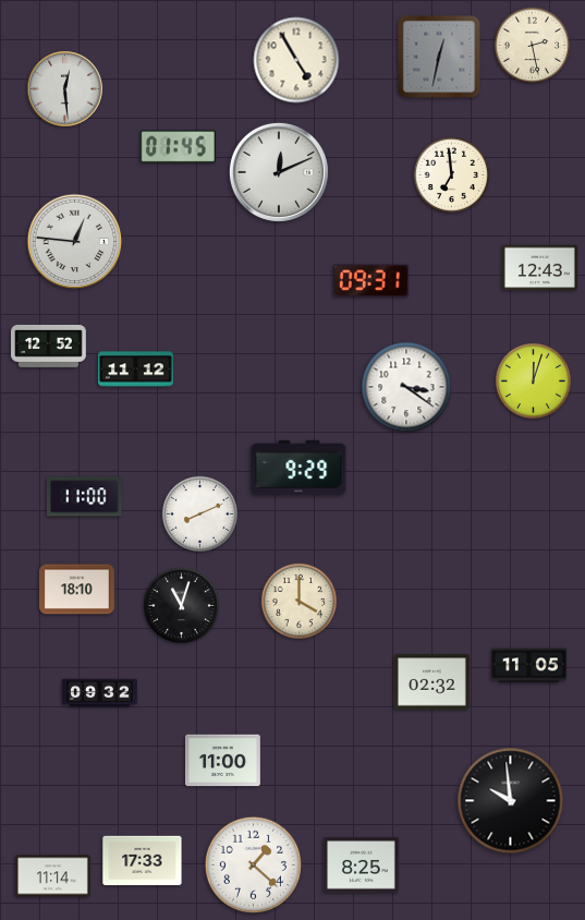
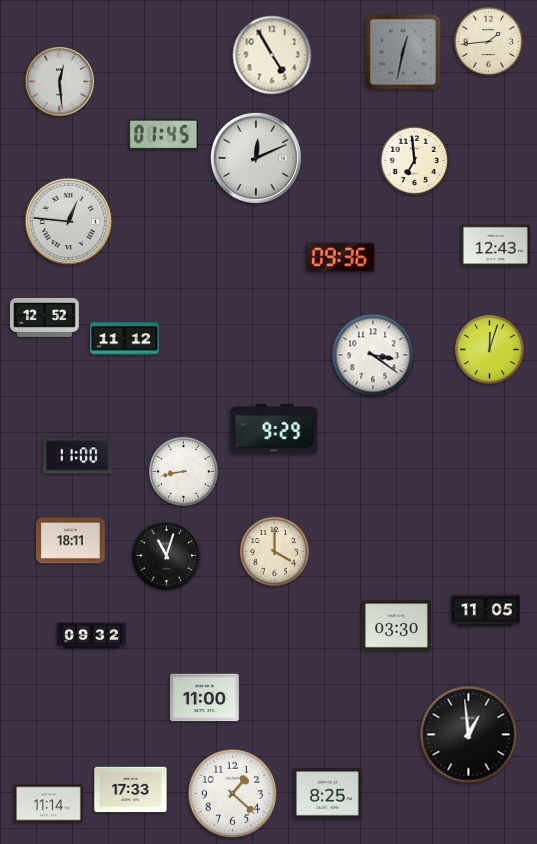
clock at (532, 45): 2:28 -> 1:44
clock at (370, 281): 09:31 -> 09:36
clock at (199, 513): 8:11 -> 8:43
clock at (77, 590): 18:10 -> 18:11
clock at (432, 682): 02:32 -> 03:30
clock at (511, 801): 9:59 -> 12:59
clock at (362, 865) position: (362, 865) -> (328, 794)
